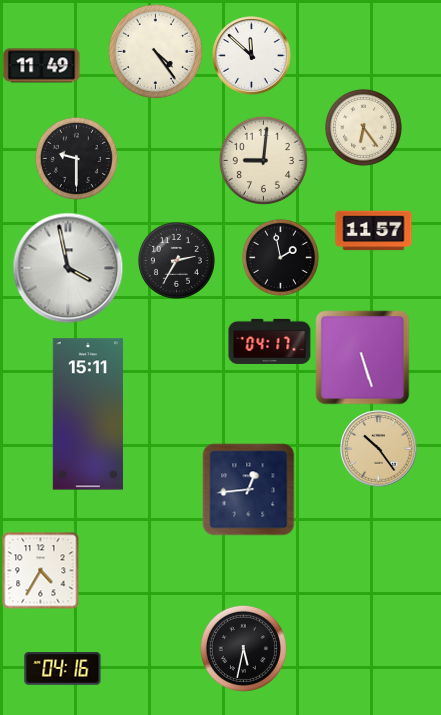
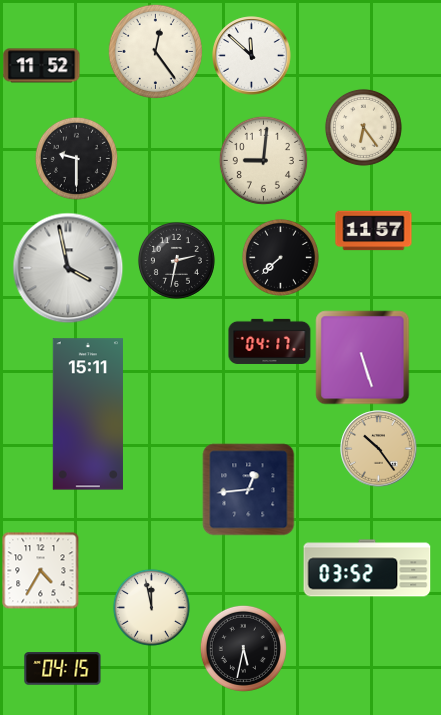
clock at (155, 51): 4:24 -> 12:24
clock at (42, 66): 11:49 -> 11:52
clock at (280, 257): 1:58 -> 7:38
clock at (176, 260): 2:35 -> 2:32
clock at (367, 568): none -> 03:52
clock at (151, 607): none -> 11:58
clock at (63, 669): 04:16 -> 04:15
